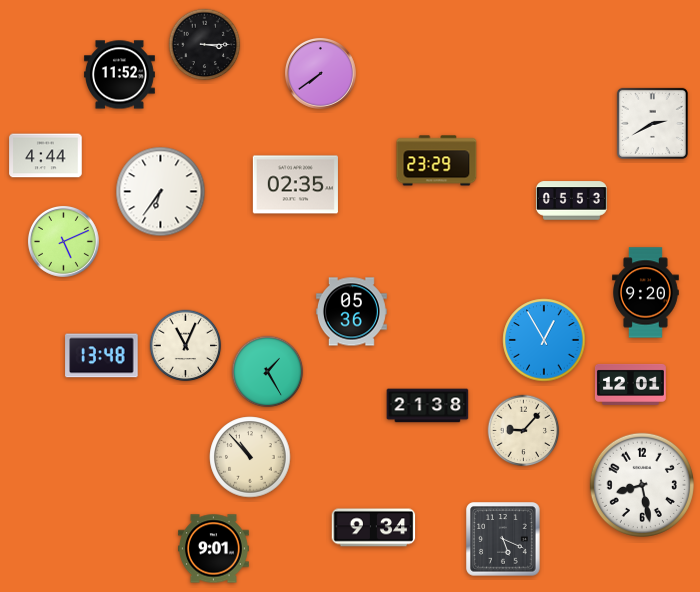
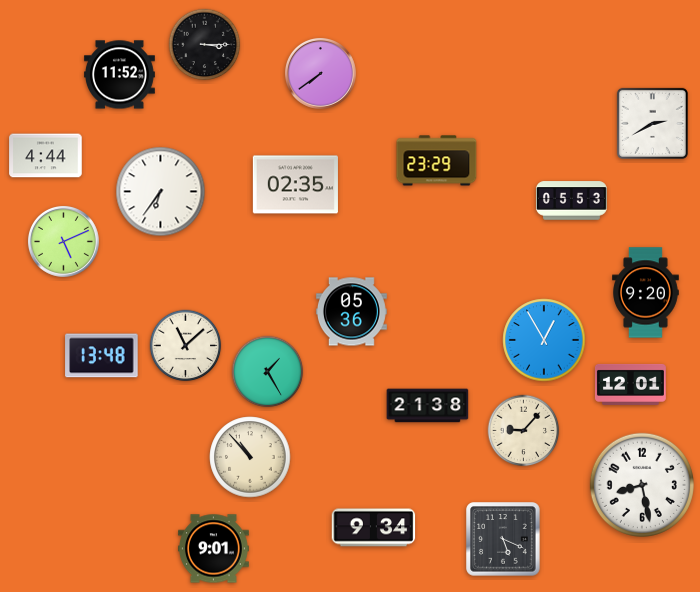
clock at (186, 346): 11:04 -> 11:08
